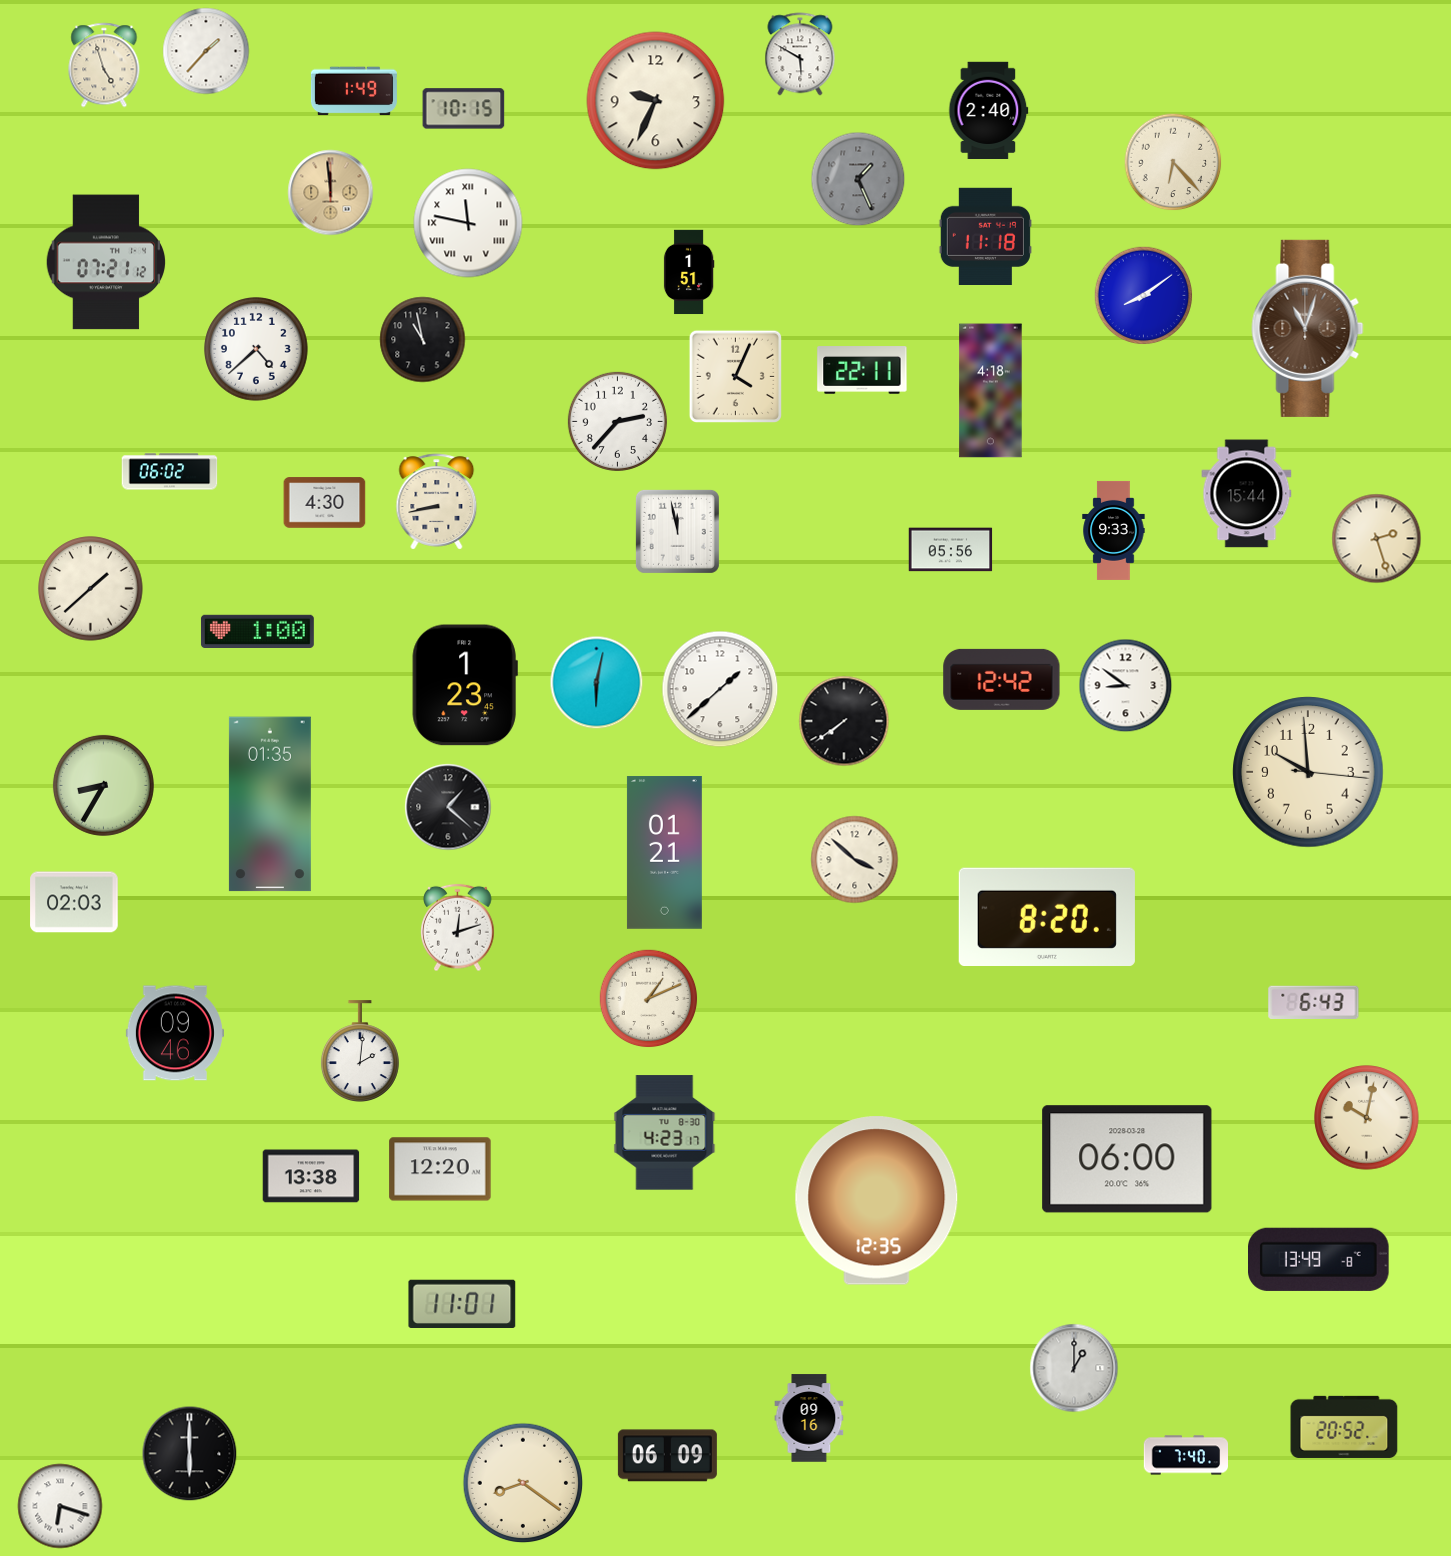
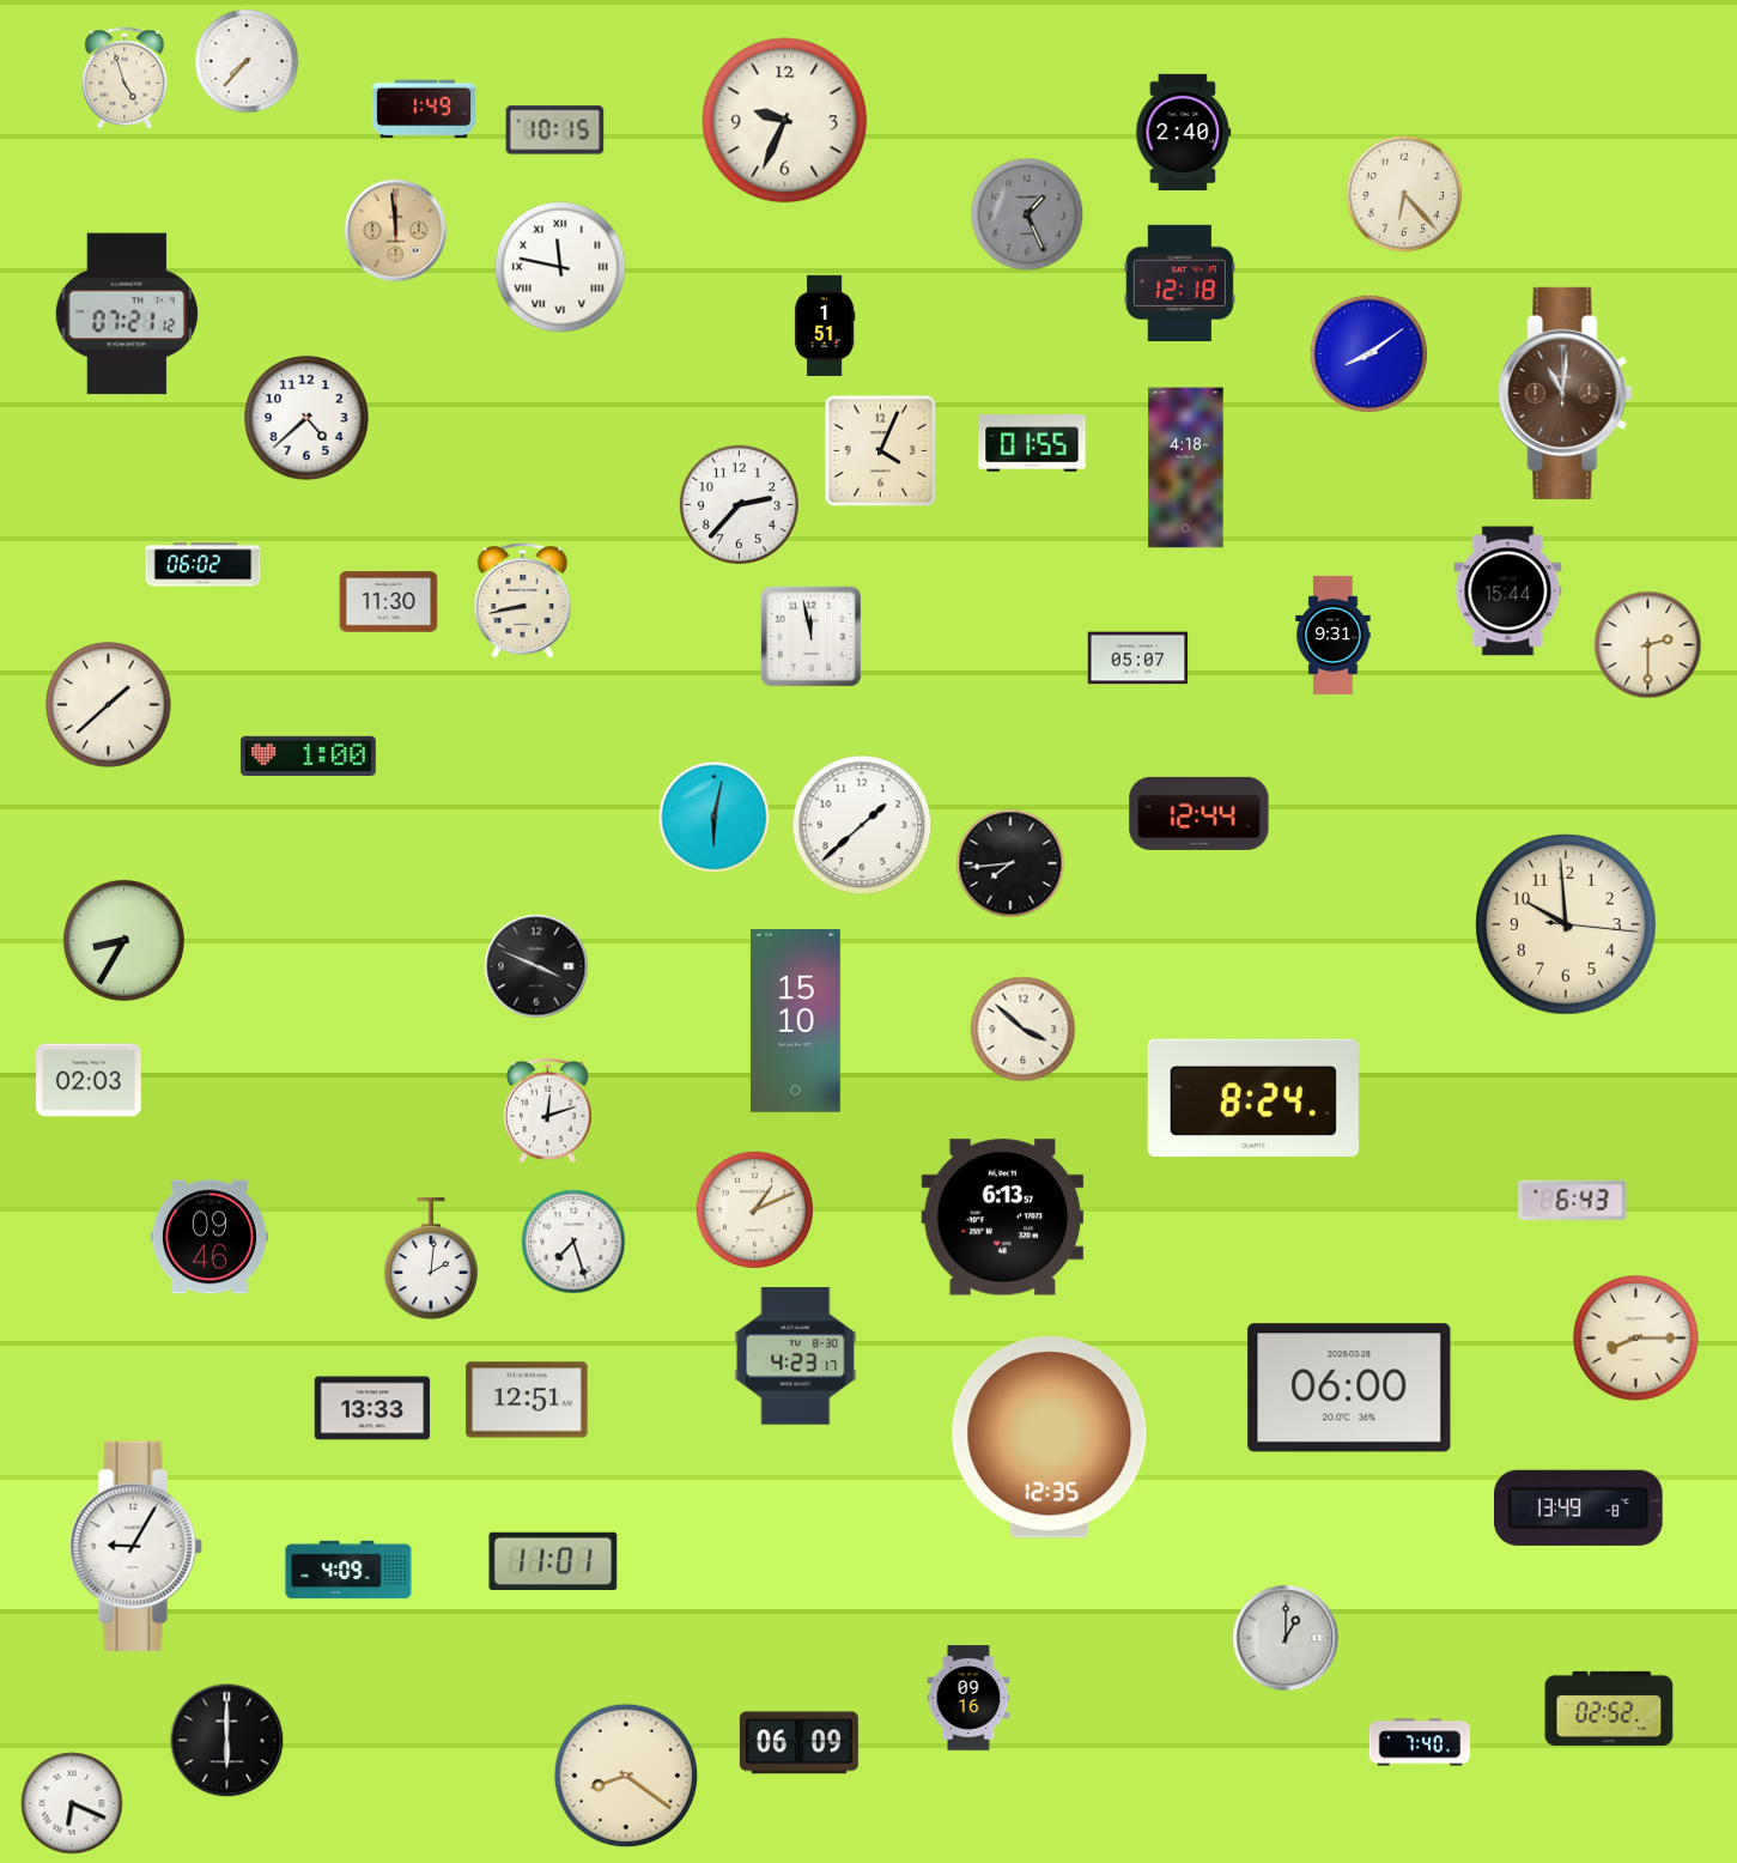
clock at (206, 51): 1:37 -> 7:37
clock at (800, 54): 5:50 -> none
clock at (985, 236): 11:18 -> 12:18
clock at (1308, 328): 11:03 -> 11:01
clock at (423, 340): 10:58 -> none
clock at (862, 370): 22:11 -> 01:55
clock at (1247, 494) position: (1247, 494) -> (1508, 591)
clock at (325, 503): 4:30 -> 11:30
clock at (1114, 530): 9:33 -> 9:31
clock at (1377, 539): 2:27 -> 2:30
clock at (951, 550): 05:56 -> 05:07
clock at (1002, 679): 12:42 -> 12:44
clock at (465, 685): 1:23 -> none
clock at (1126, 686): 8:51 -> none
clock at (844, 721): 7:39 -> 7:44
clock at (270, 804): 01:35 -> none
clock at (448, 807): 1:22 -> 3:49
clock at (664, 853): 01:21 -> 15:10
clock at (1047, 916): 8:20 -> 8:24
clock at (649, 999) position: (649, 999) -> (755, 1210)
clock at (1003, 1218): none -> 6:13
clock at (573, 1242): none -> 7:27
clock at (1367, 1118): 10:02 -> 8:15
clock at (440, 1169): 12:20 -> 12:51
clock at (311, 1176): 13:38 -> 13:33
clock at (135, 1546): none -> 9:05
clock at (348, 1570): none -> 4:09
clock at (1344, 1427): 20:52 -> 02:52
clock at (60, 1506): 6:18 -> 6:19
